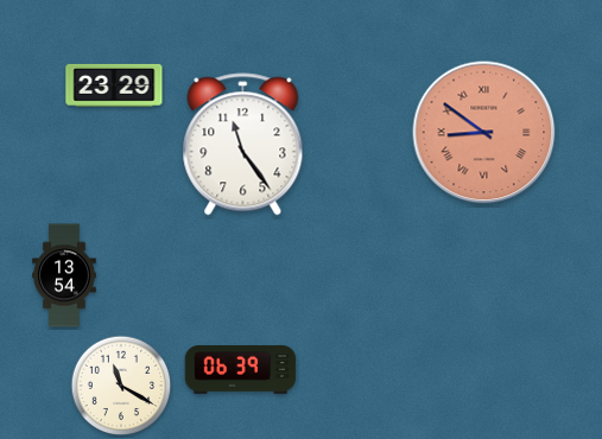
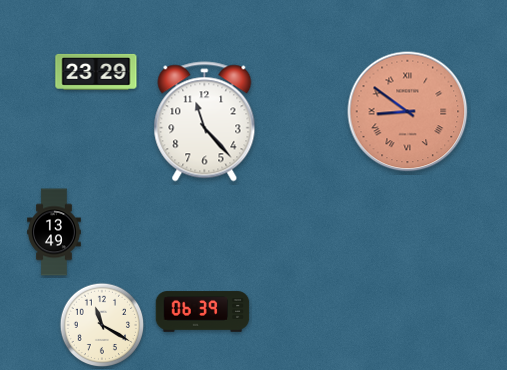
clock at (243, 145): 11:24 -> 11:23
clock at (64, 275): 13:54 -> 13:49
